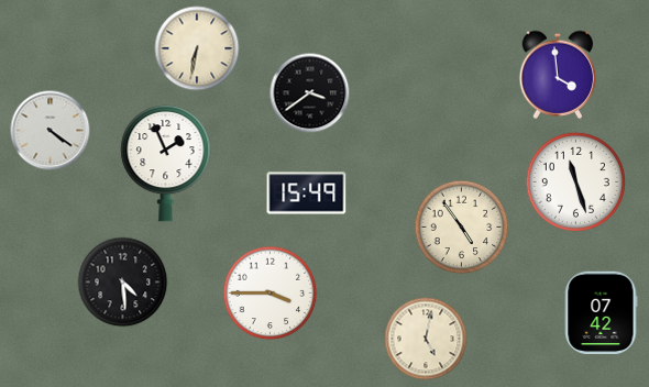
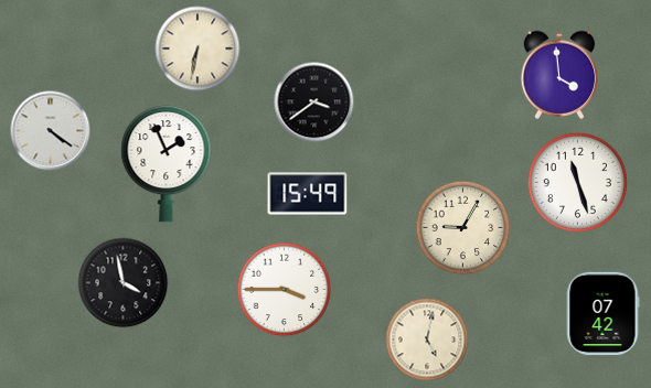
clock at (310, 93) position: (310, 93) -> (314, 103)
clock at (462, 228): 4:54 -> 9:05
clock at (123, 283): 4:29 -> 3:58
clock at (271, 294) position: (271, 294) -> (285, 290)
